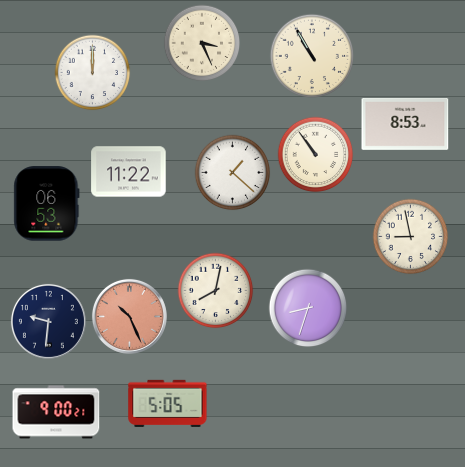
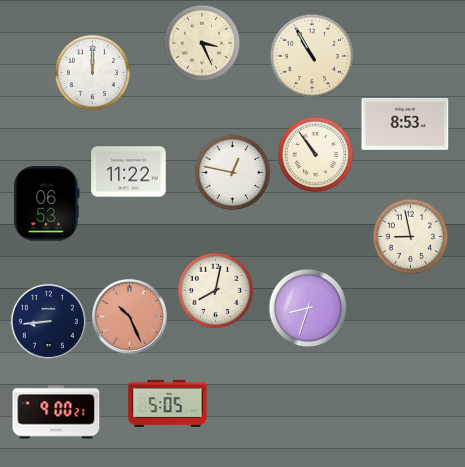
clock at (233, 173): 1:22 -> 12:47
clock at (48, 321): 9:31 -> 8:44
